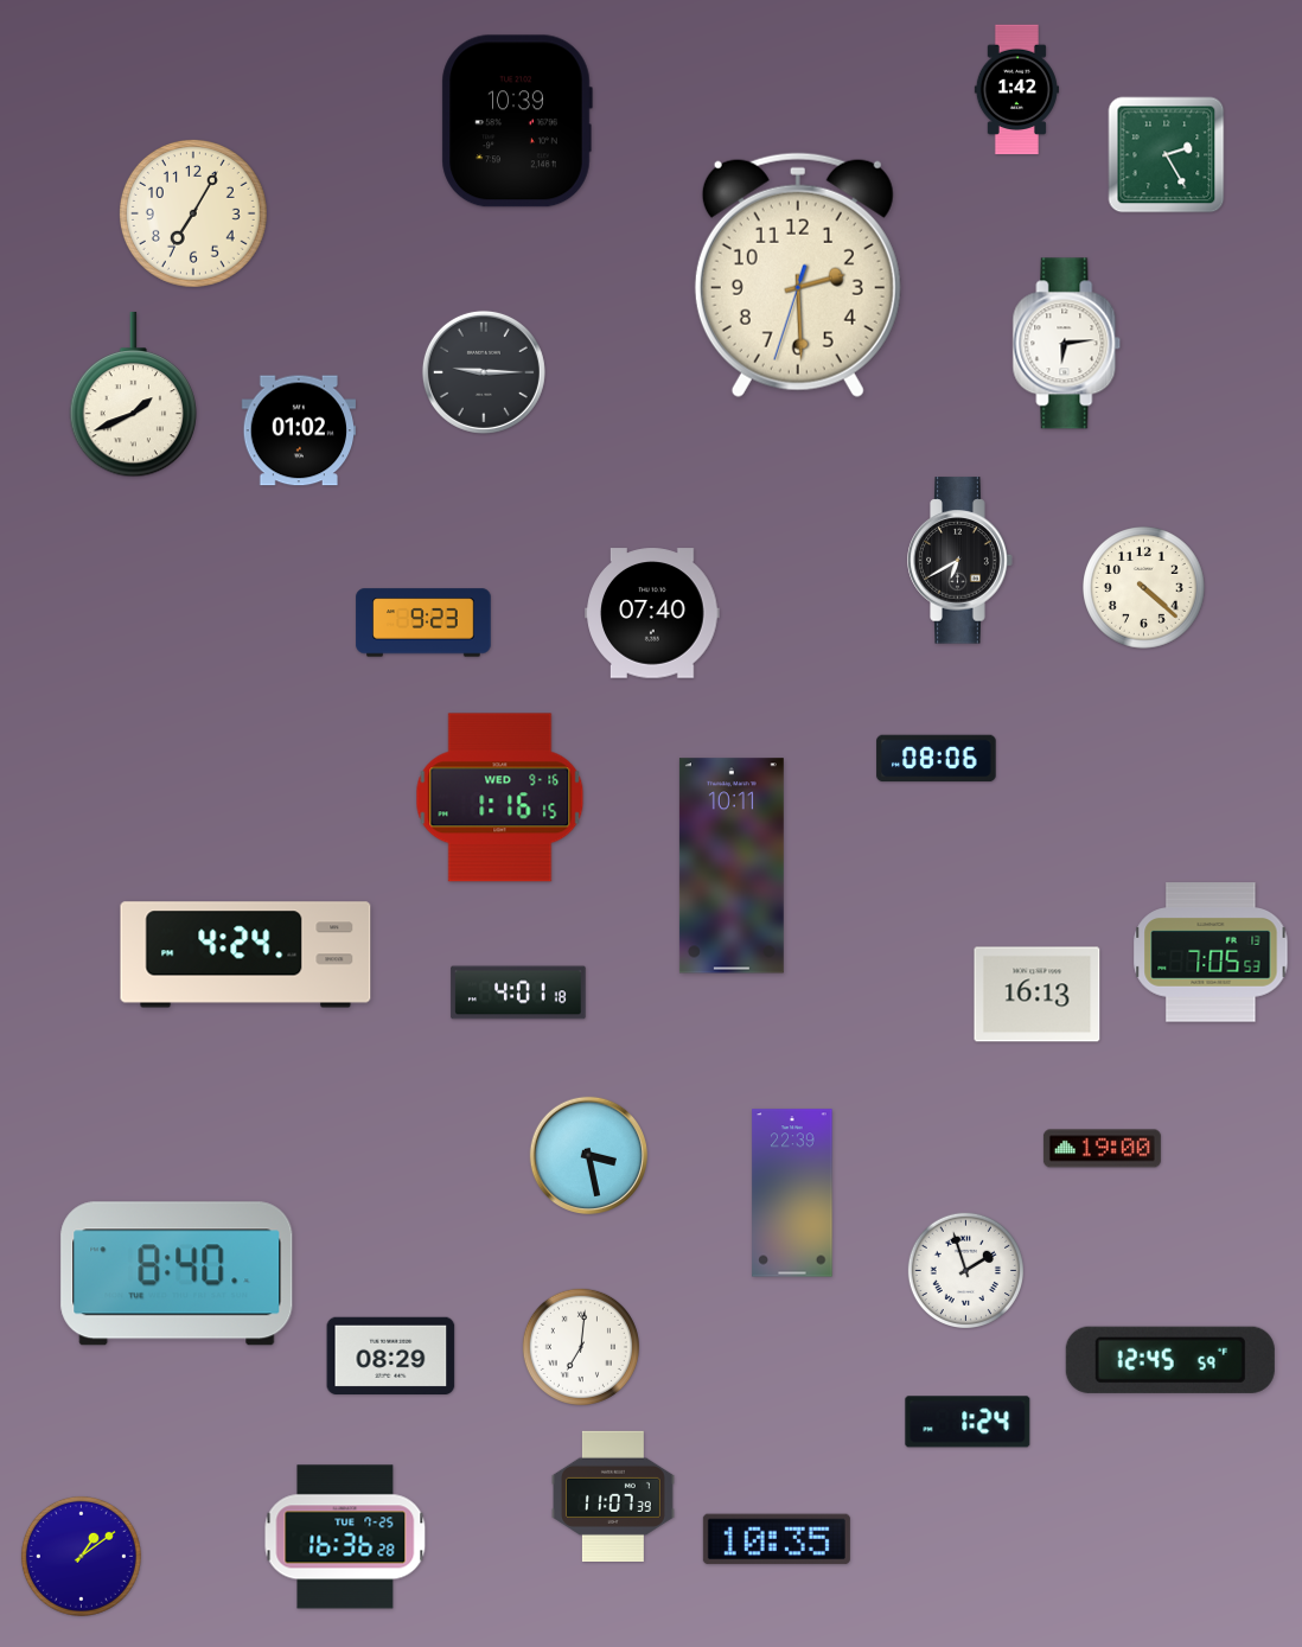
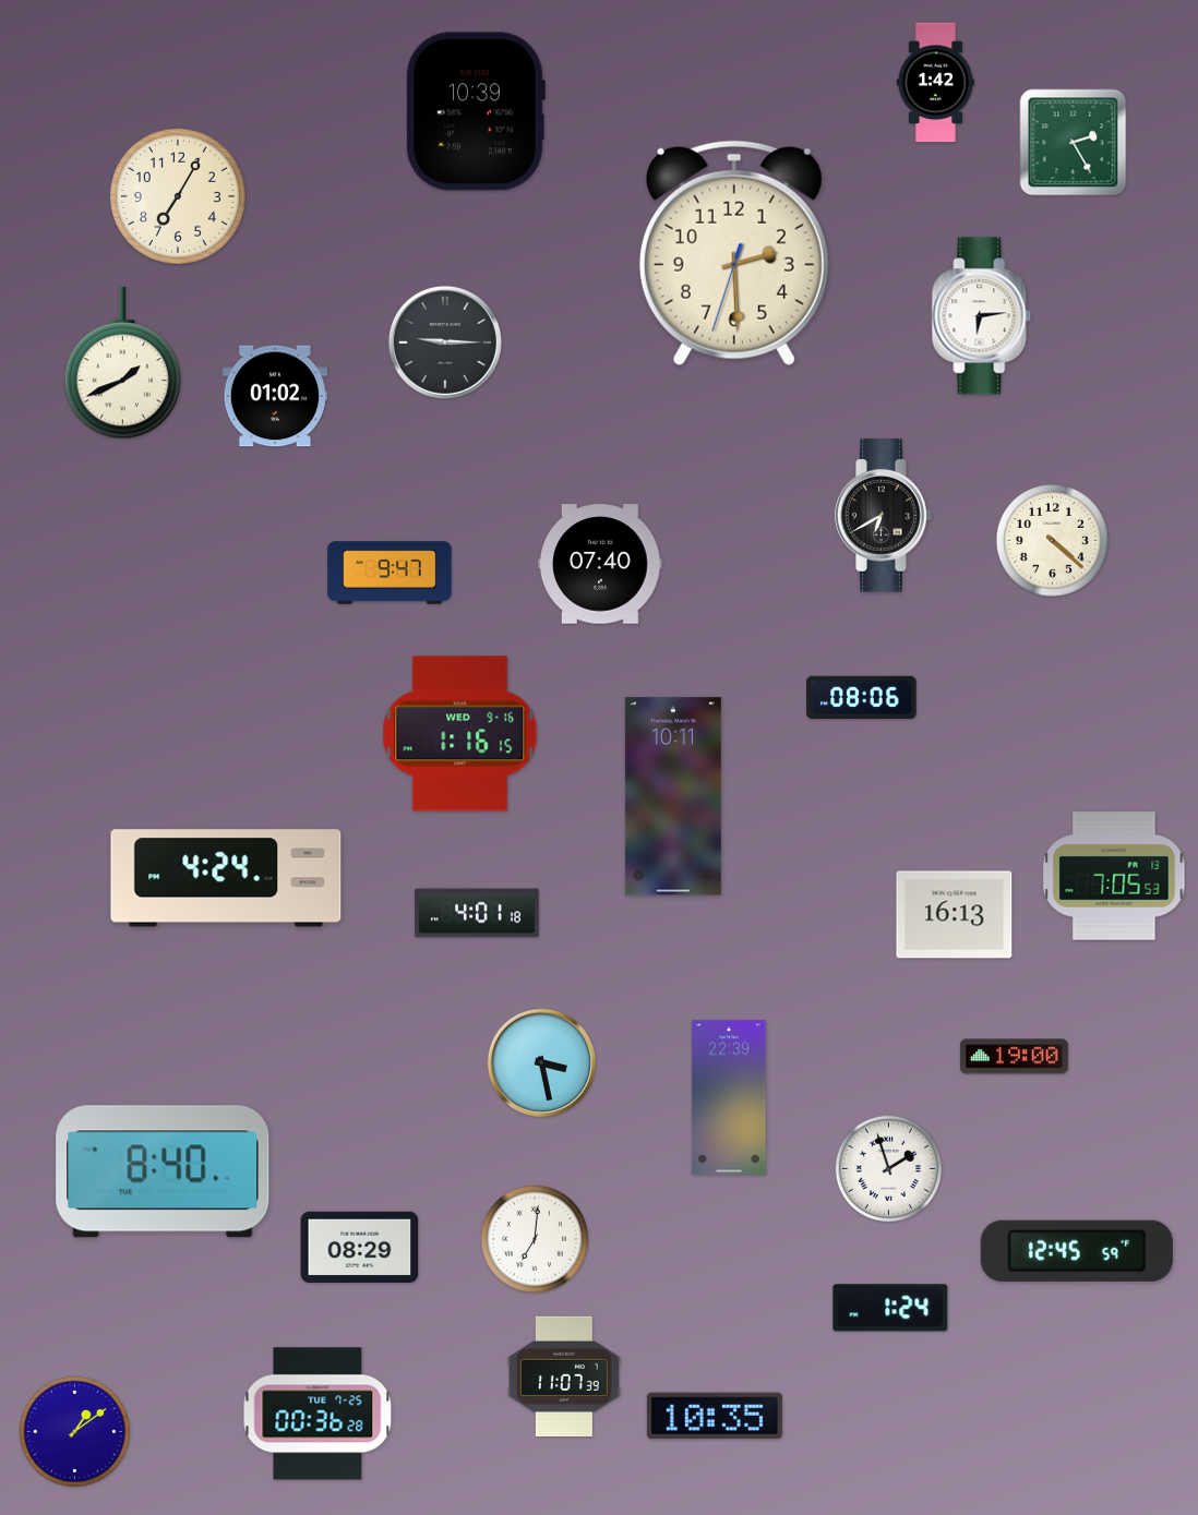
clock at (423, 623): 9:23 -> 9:47
clock at (345, 1537): 16:36 -> 00:36
